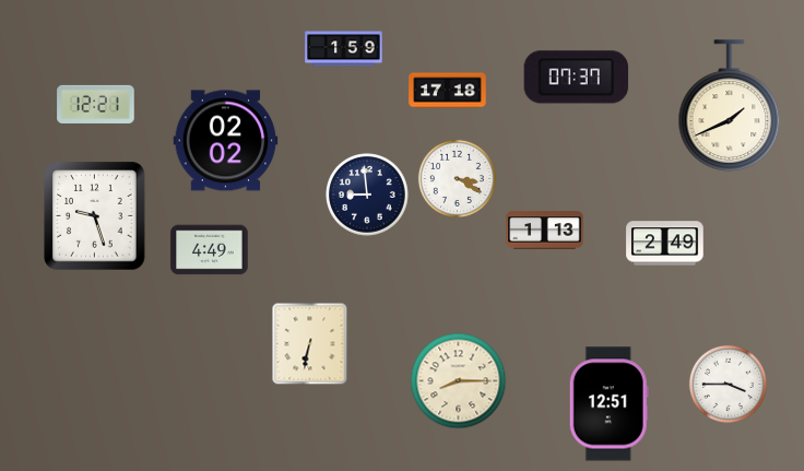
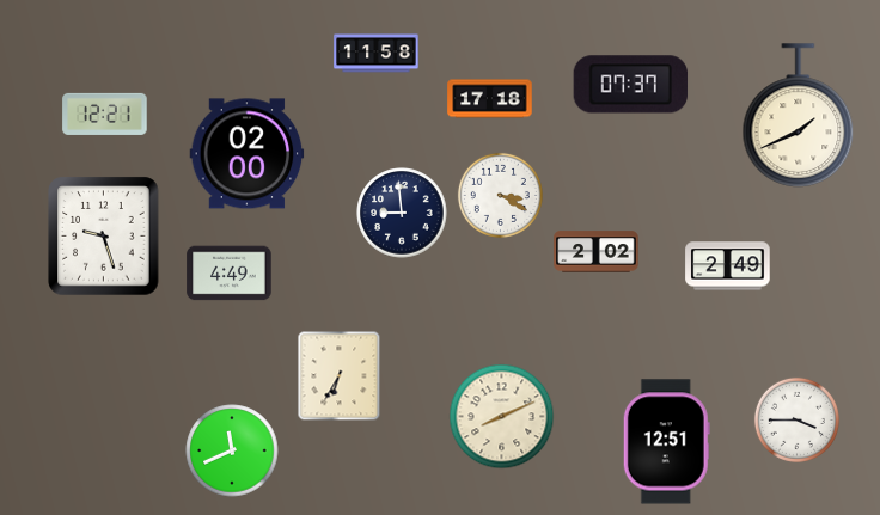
clock at (344, 49): 1:59 -> 11:58
clock at (226, 141): 02:02 -> 02:00
clock at (545, 231): 1:13 -> 2:02
clock at (310, 344): 6:32 -> 6:35
clock at (459, 381): 8:15 -> 8:11
clock at (232, 450): none -> 11:41
